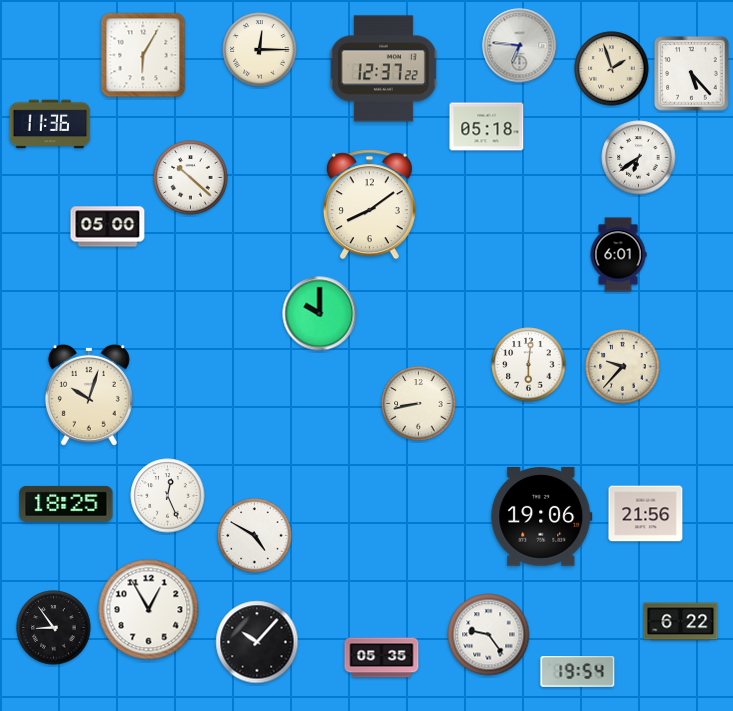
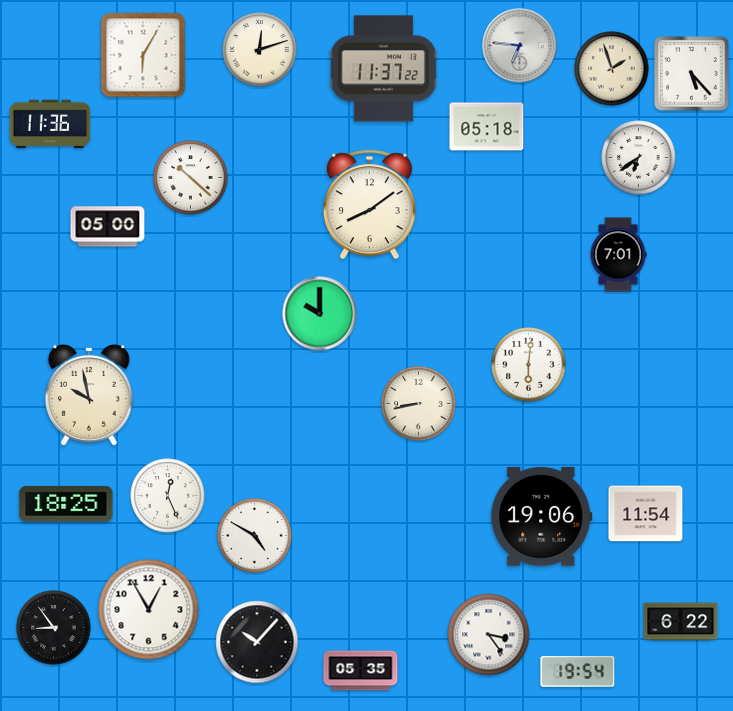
clock at (260, 50): 12:15 -> 12:12
clock at (383, 69): 12:37 -> 11:37
clock at (618, 255): 6:01 -> 7:01
clock at (623, 367): 9:37 -> none
clock at (89, 395): 10:03 -> 9:58
clock at (646, 514): 21:56 -> 11:54
clock at (489, 635): 9:24 -> 3:24
clock at (382, 658) position: (382, 658) -> (361, 671)
